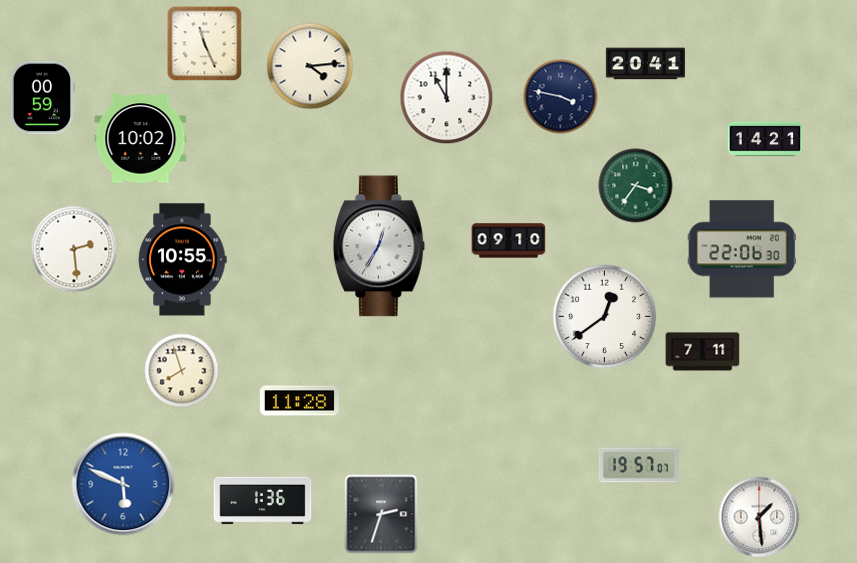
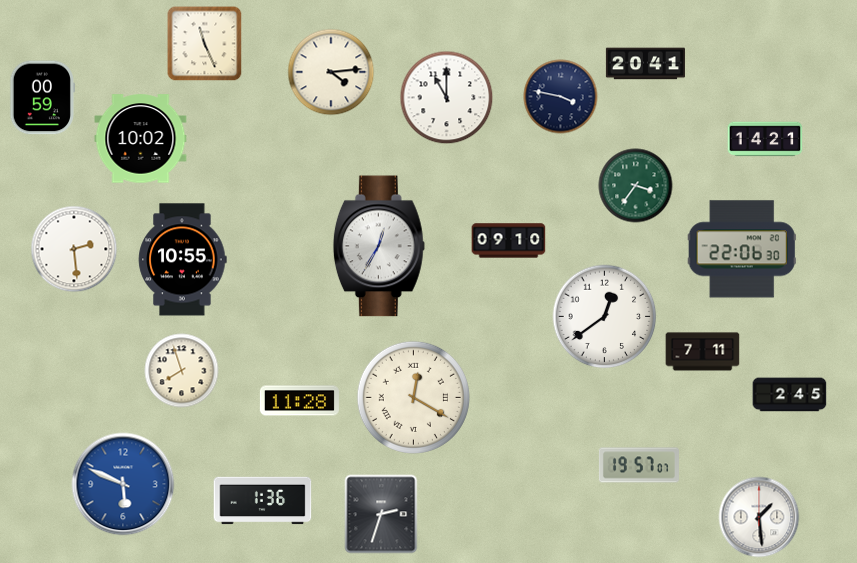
clock at (310, 66) position: (310, 66) -> (331, 72)
clock at (790, 395): none -> 2:45
clock at (413, 397): none -> 12:20
